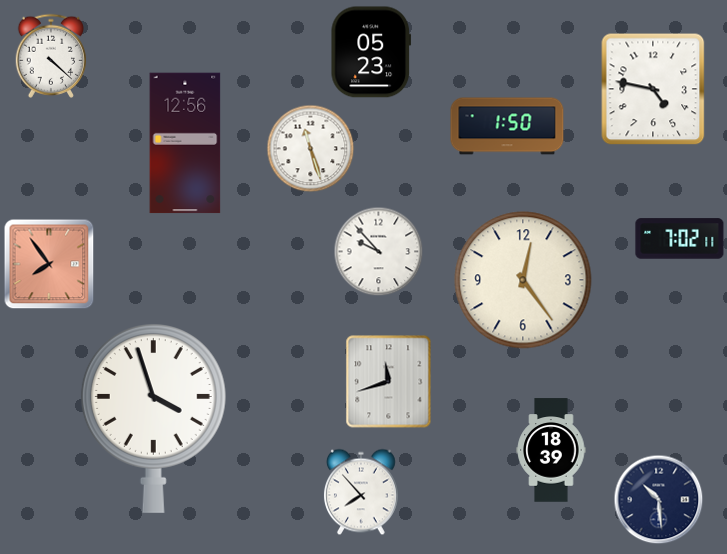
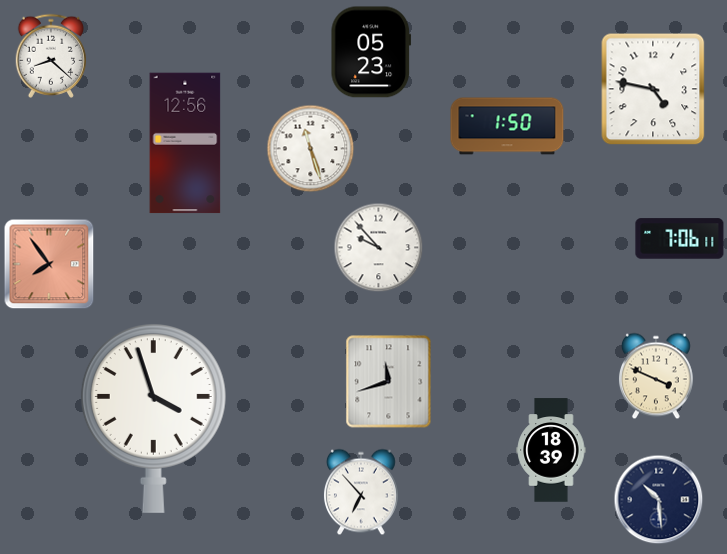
clock at (50, 56): 4:22 -> 8:22
clock at (680, 239): 7:02 -> 7:06
clock at (379, 252) position: (379, 252) -> (379, 248)
clock at (523, 280): 12:24 -> none
clock at (656, 376): none -> 3:49
clock at (361, 492): 7:53 -> 6:53
